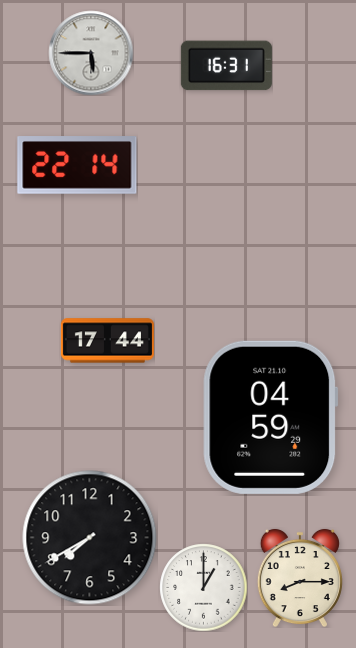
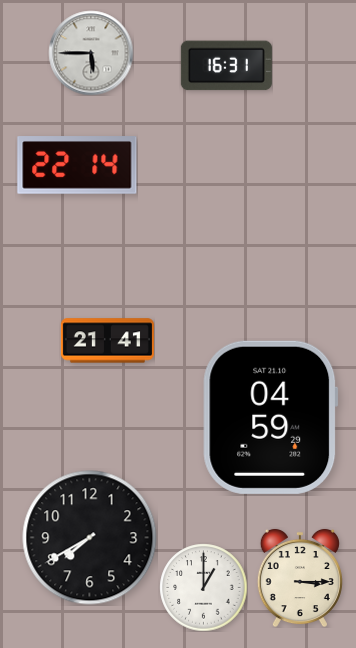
clock at (107, 341): 17:44 -> 21:41
clock at (300, 578): 8:15 -> 3:15
